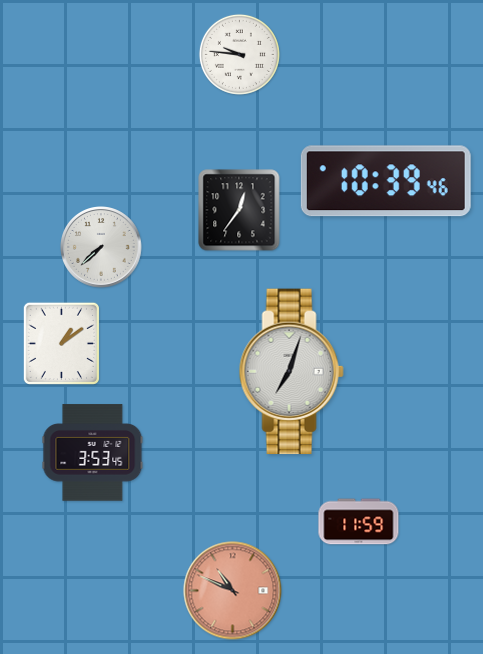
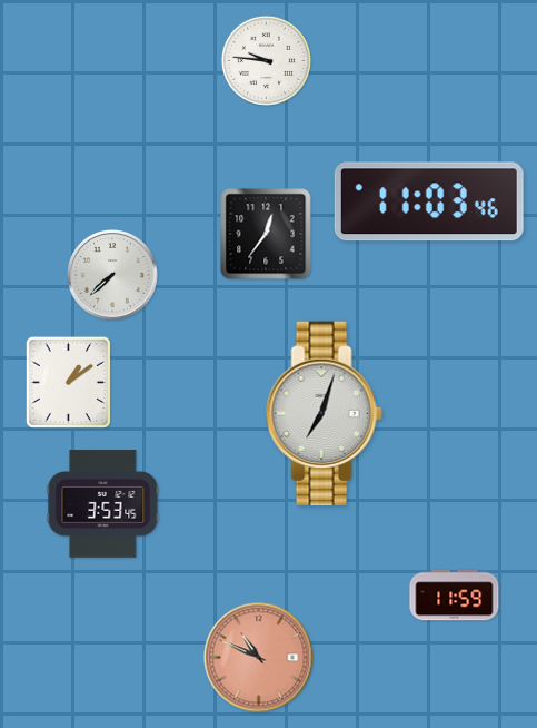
clock at (386, 181): 10:39 -> 11:03
clock at (359, 522) position: (359, 522) -> (455, 596)
